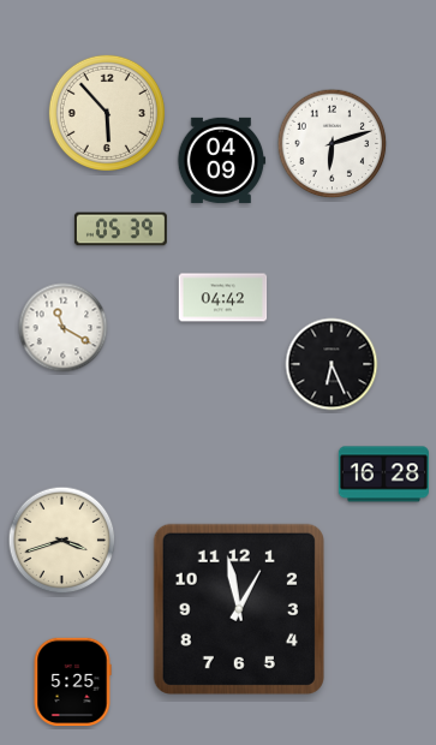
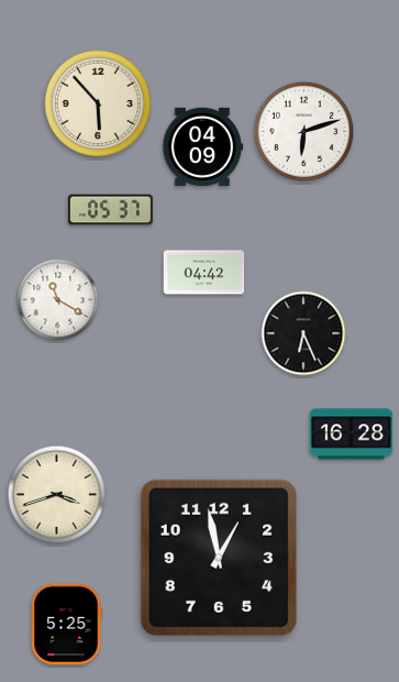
clock at (120, 230): 05:39 -> 05:37
